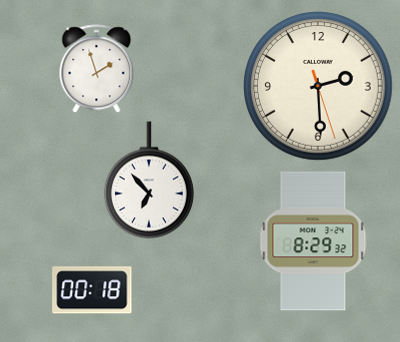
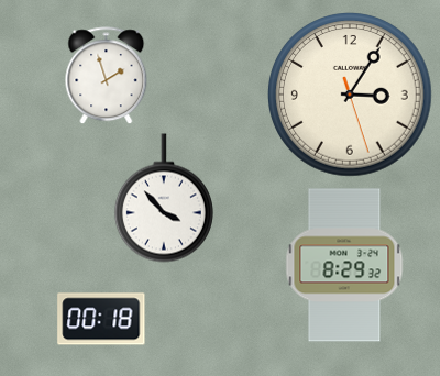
clock at (319, 87): 2:29 -> 3:05
clock at (149, 180): 6:53 -> 3:53
